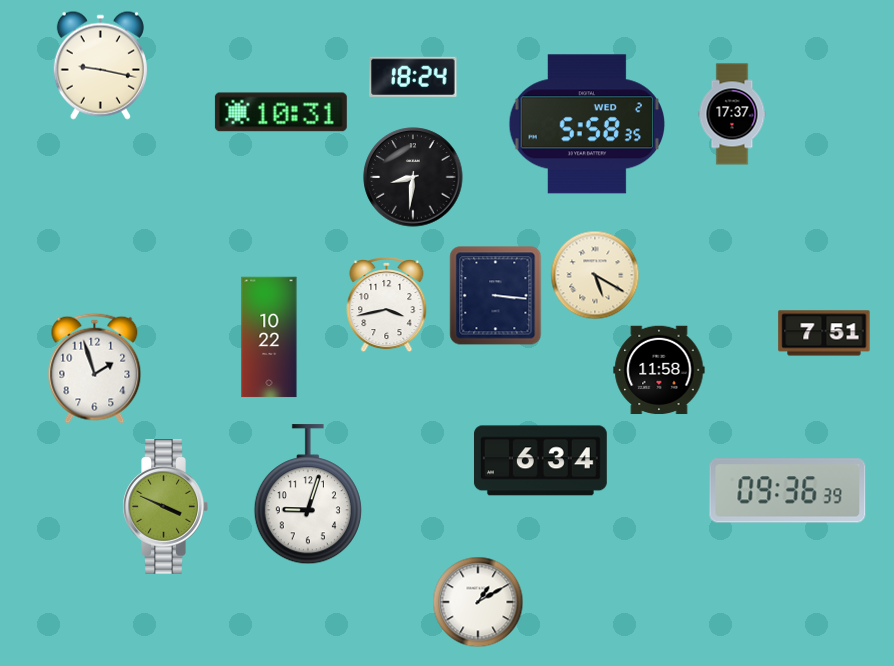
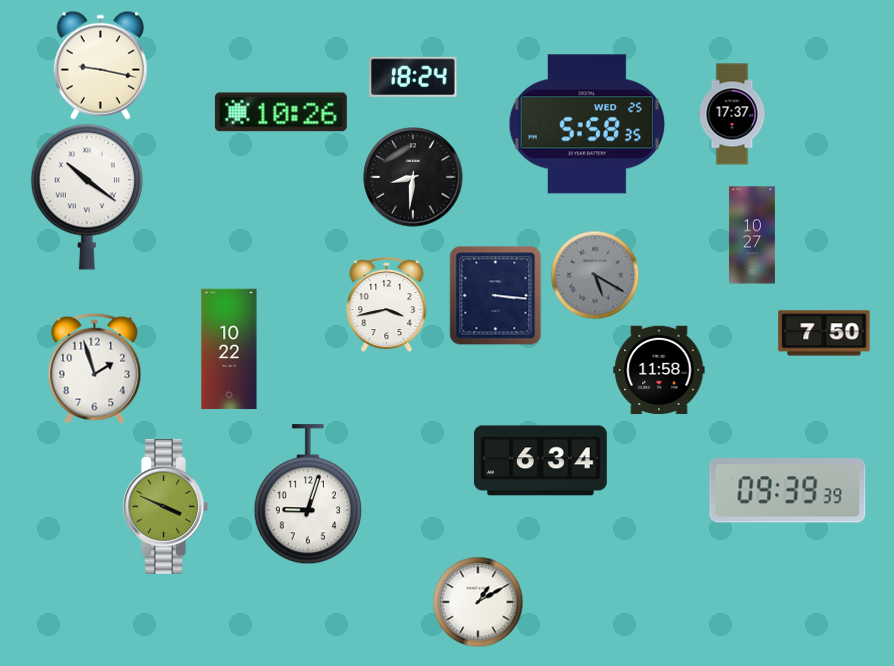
clock at (281, 112): 10:31 -> 10:26
clock at (586, 124) date: WED 2 -> WED 25
clock at (86, 197): none -> 10:21
clock at (752, 235): none -> 10:27
clock at (595, 275) dial: cream -> grey
clock at (824, 333): 7:51 -> 7:50
clock at (269, 337) position: (269, 337) -> (229, 349)
clock at (788, 491): 09:36 -> 09:39
